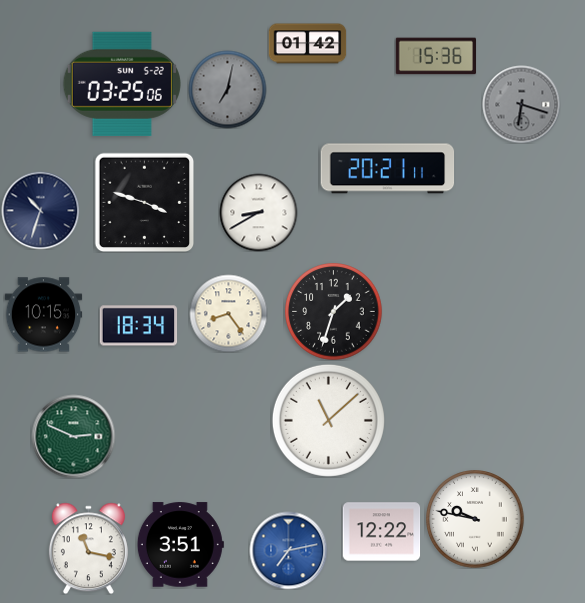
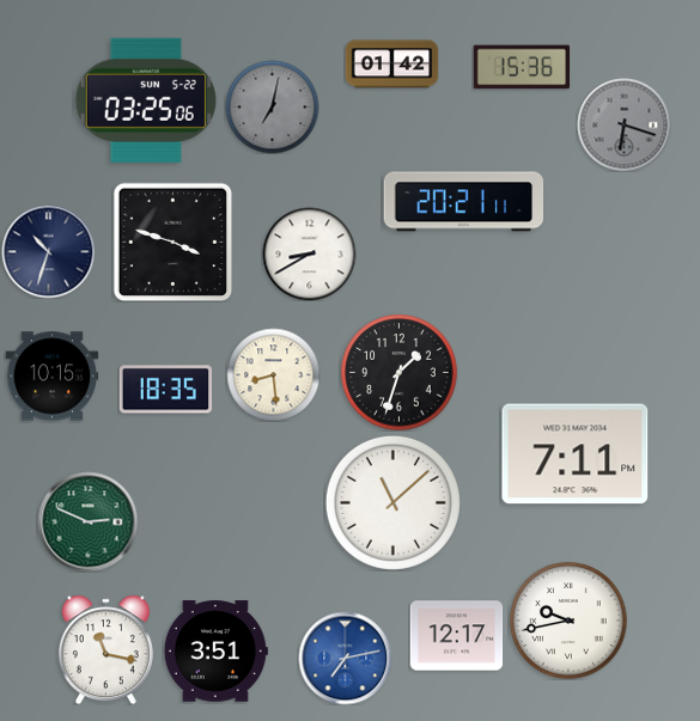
clock at (307, 44) position: (307, 44) -> (391, 65)
clock at (228, 313): 8:24 -> 8:29
clock at (138, 326): 18:34 -> 18:35
clock at (576, 454): none -> 7:11
clock at (475, 519): 9:47 -> 9:43
clock at (381, 532): 12:22 -> 12:17
clock at (88, 548) position: (88, 548) -> (105, 649)
